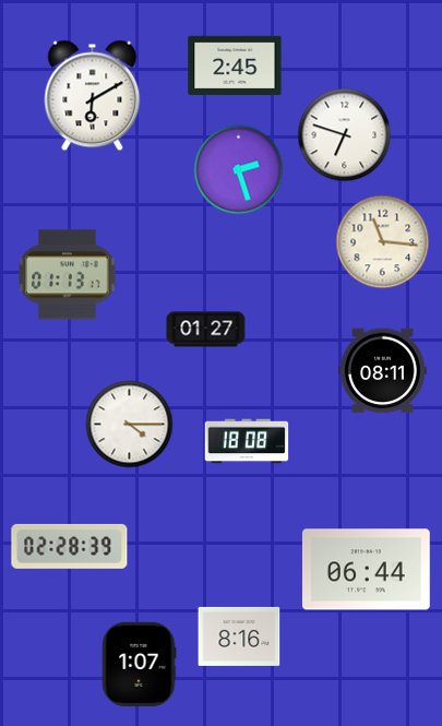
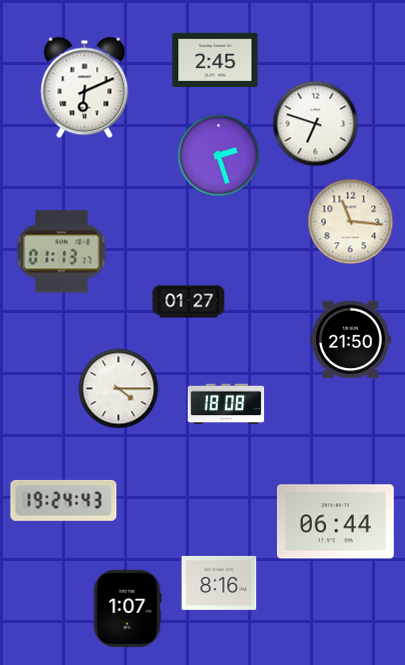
clock at (93, 96): 6:10 -> 6:11
clock at (382, 371): 08:11 -> 21:50
clock at (70, 546): 02:28 -> 19:24
